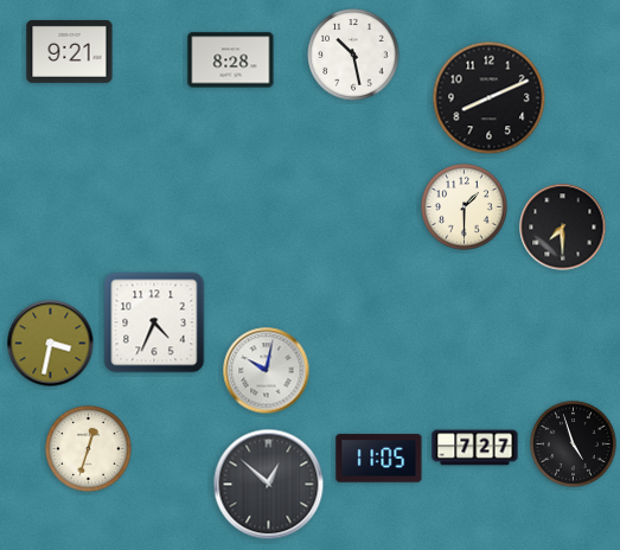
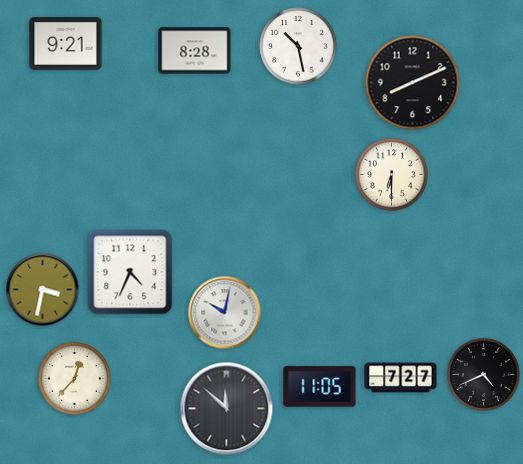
clock at (70, 52) position: (70, 52) -> (66, 44)
clock at (465, 207): 1:30 -> 6:30
clock at (563, 228): 7:30 -> none
clock at (574, 445): 4:57 -> 4:41
clock at (89, 449): 12:33 -> 12:37
clock at (269, 485): 12:52 -> 11:52
